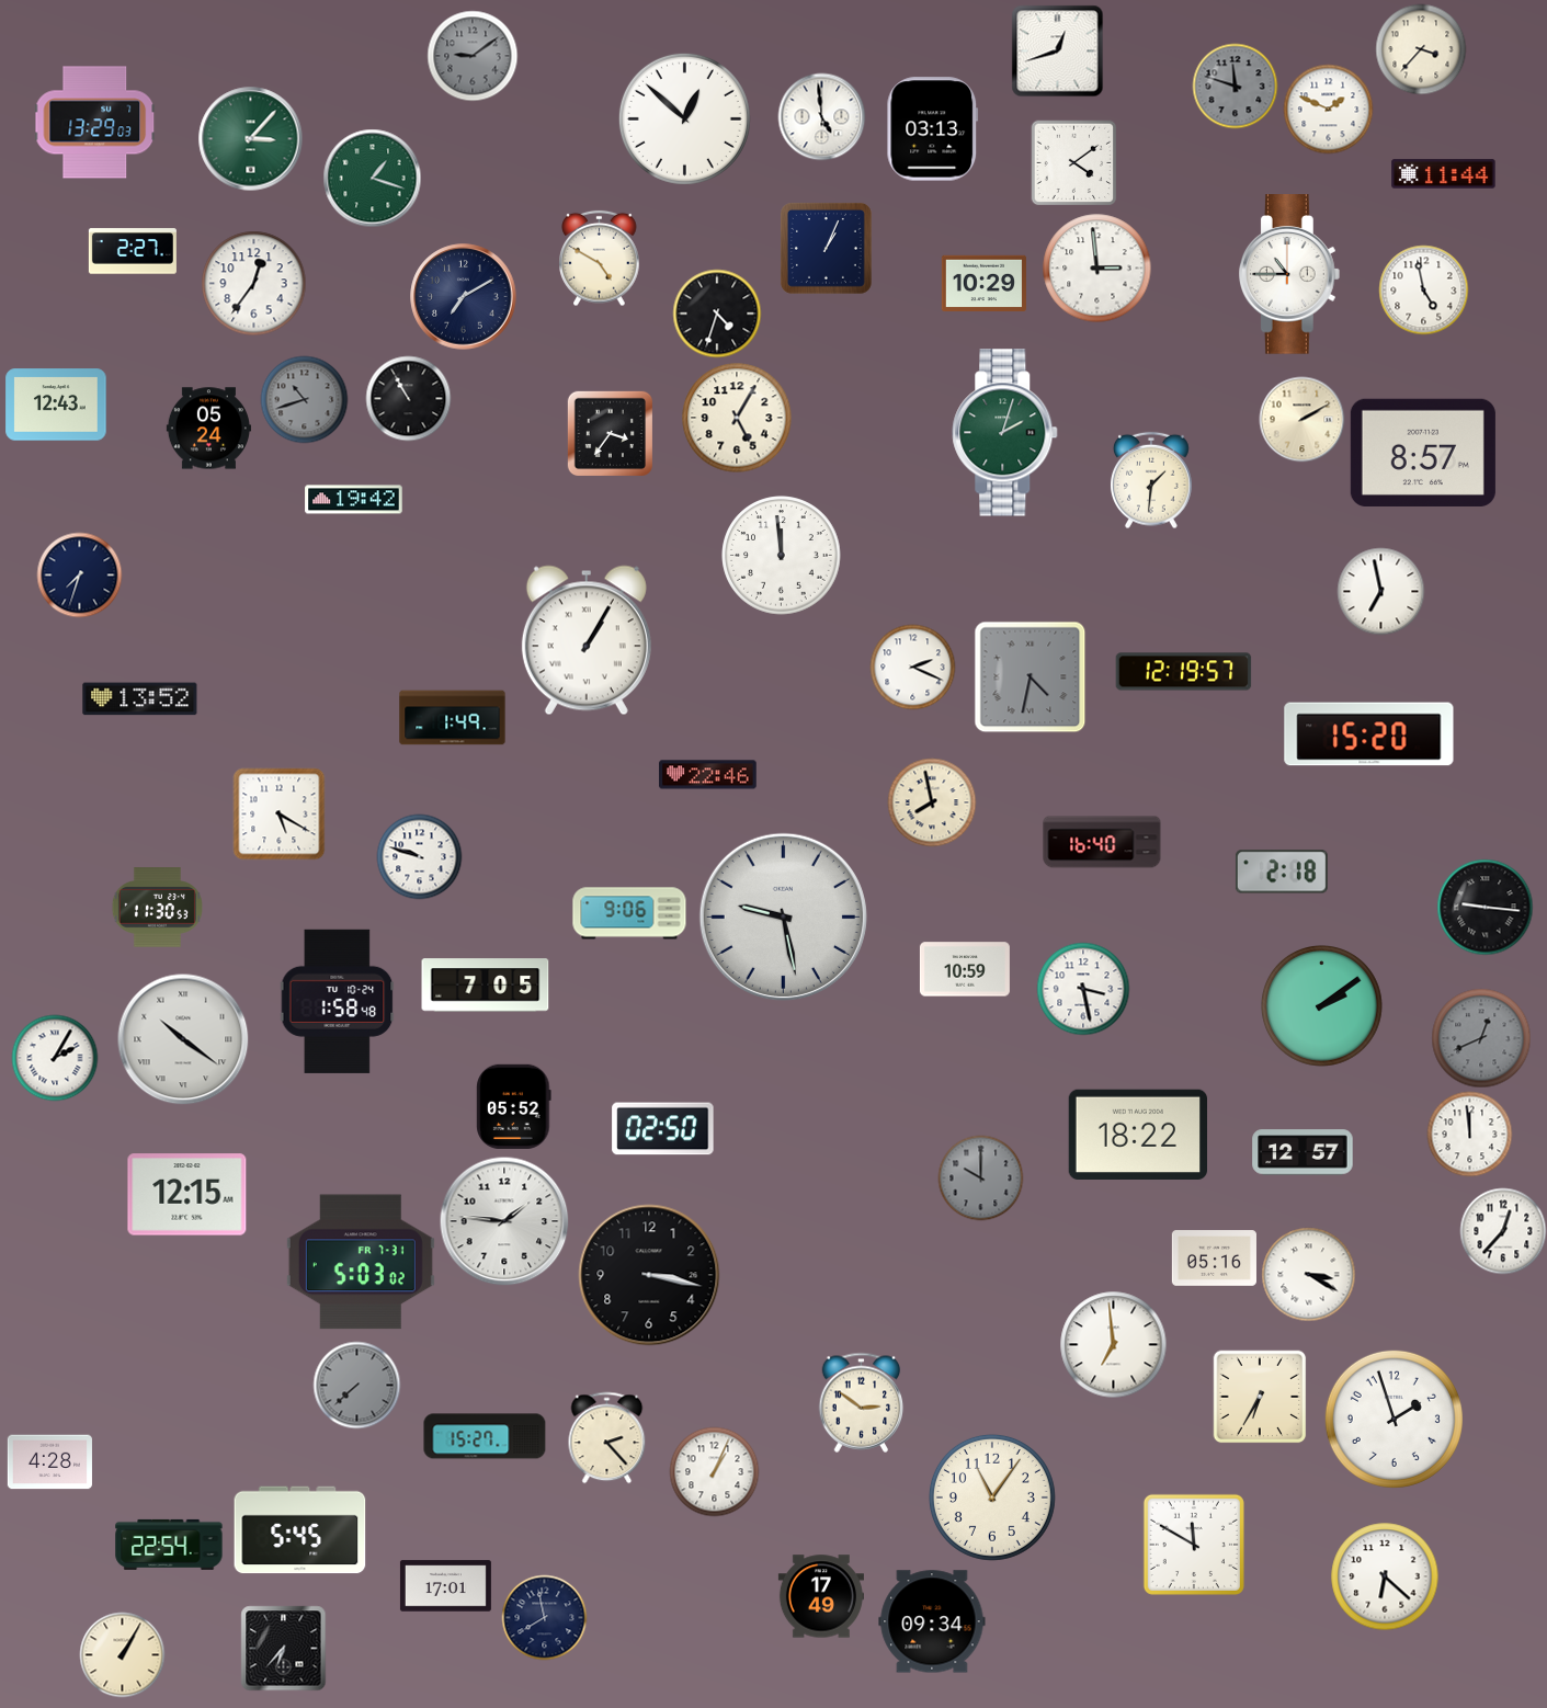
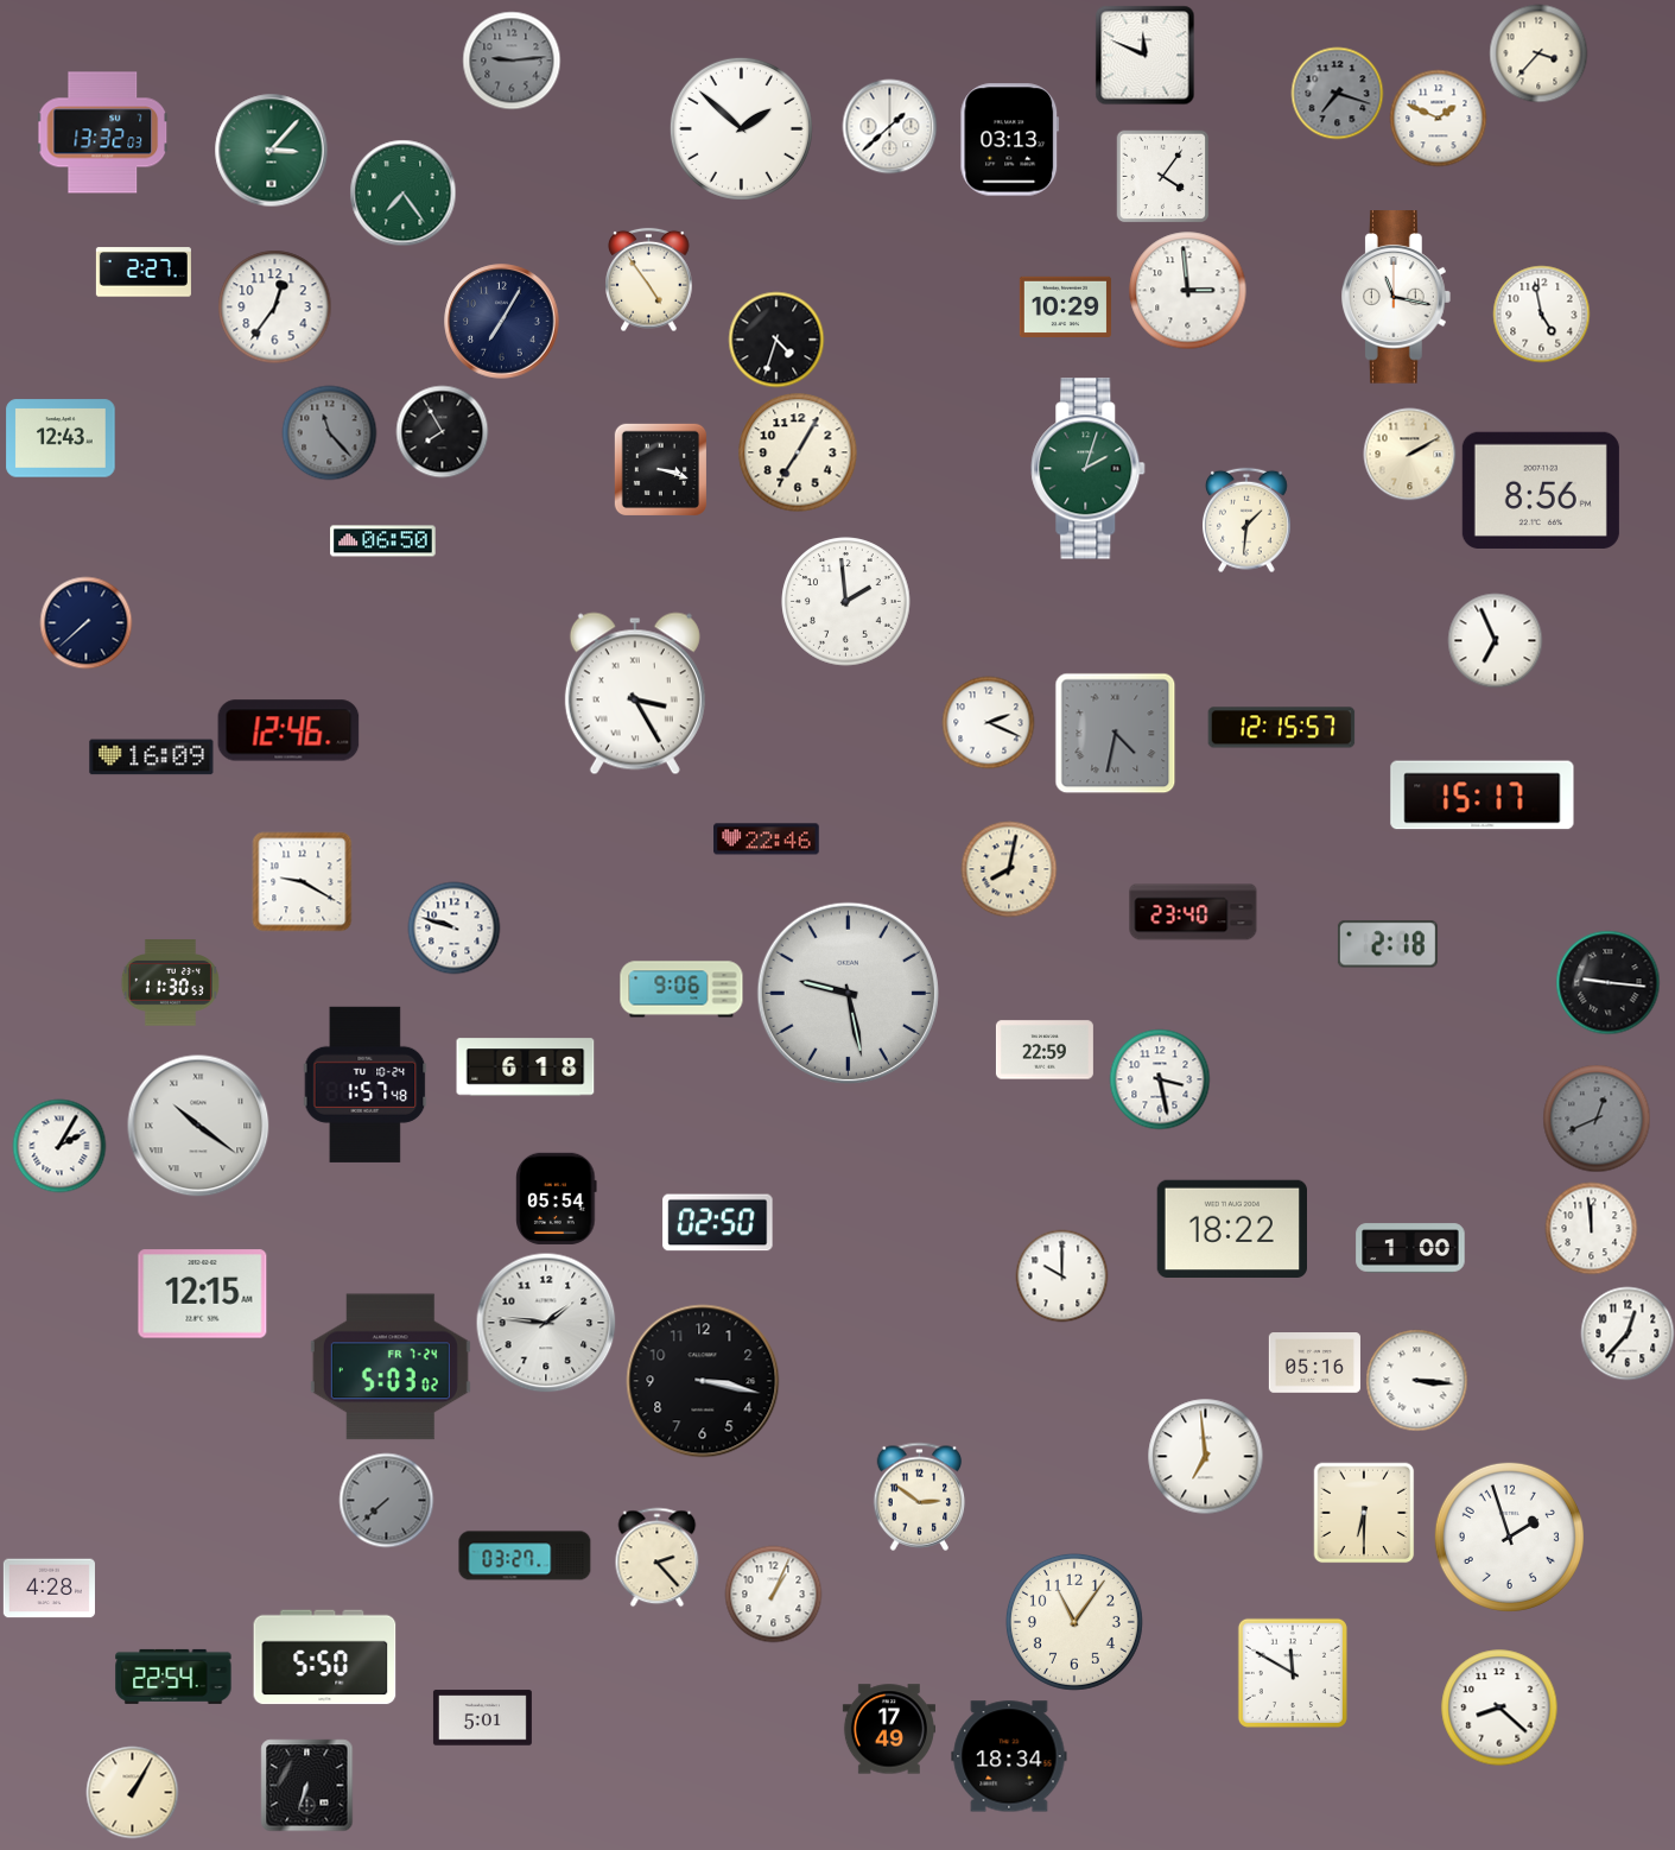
clock at (1057, 50): 12:42 -> 11:49
clock at (473, 56): 9:09 -> 9:14
clock at (1235, 86): 11:48 -> 7:18
clock at (821, 116): 4:59 -> 1:38
clock at (684, 118): 12:52 -> 1:52
clock at (94, 123): 13:29 -> 13:32
clock at (1073, 162): 4:09 -> 4:06
clock at (1444, 174): 11:44 -> none
clock at (372, 178): 1:18 -> 7:24
clock at (826, 248): 1:04 -> none
clock at (600, 258): 4:50 -> 4:54
clock at (1290, 274): 10:45 -> 11:17
clock at (464, 297): 7:10 -> 7:05
clock at (408, 398): 10:55 -> 7:55
clock at (304, 399): 10:42 -> 11:23
clock at (737, 418): 5:05 -> 7:05
clock at (208, 429): 05:24 -> none
clock at (610, 433): 3:36 -> 3:18
clock at (1423, 453): 8:57 -> 8:56
clock at (354, 500): 19:42 -> 06:50
clock at (782, 556): 11:59 -> 1:59
clock at (79, 574): 7:33 -> 7:38
clock at (1380, 591): 6:58 -> 6:56
clock at (587, 640): 1:05 -> 3:25
clock at (1184, 672): 12:19 -> 12:15
clock at (288, 730): none -> 12:46
clock at (140, 699): 13:52 -> 16:09
clock at (453, 718): 1:49 -> none
clock at (1369, 735): 15:20 -> 15:17
clock at (932, 802): 7:58 -> 8:02
clock at (278, 813): 5:20 -> 9:20
clock at (1102, 842): 16:40 -> 23:40
clock at (965, 969): 10:59 -> 22:59
clock at (486, 986): 7:05 -> 6:18
clock at (1083, 989) position: (1083, 989) -> (1160, 1079)
clock at (338, 1001): 1:58 -> 1:57
clock at (1322, 1006): 2:09 -> none
clock at (1481, 1038) position: (1481, 1038) -> (1597, 1119)
clock at (514, 1106): 05:52 -> 05:54
clock at (1303, 1152): 12:57 -> 1:00
clock at (980, 1177) dial: grey -> white
clock at (361, 1262) date: FR 7-31 -> FR 7-24
clock at (1308, 1274): 3:20 -> 3:16
clock at (1260, 1397): 6:35 -> 6:30
clock at (862, 1402) position: (862, 1402) -> (920, 1496)
clock at (485, 1436): 15:27 -> 03:27
clock at (49, 1462) position: (49, 1462) -> (49, 1589)
clock at (300, 1530): 5:45 -> 5:50
clock at (169, 1545) position: (169, 1545) -> (173, 1677)
clock at (1385, 1576): 6:22 -> 8:22
clock at (445, 1586): 17:01 -> 5:01
clock at (544, 1617): 7:58 -> none
clock at (932, 1621): 09:34 -> 18:34
clock at (283, 1648): 6:37 -> 6:33
